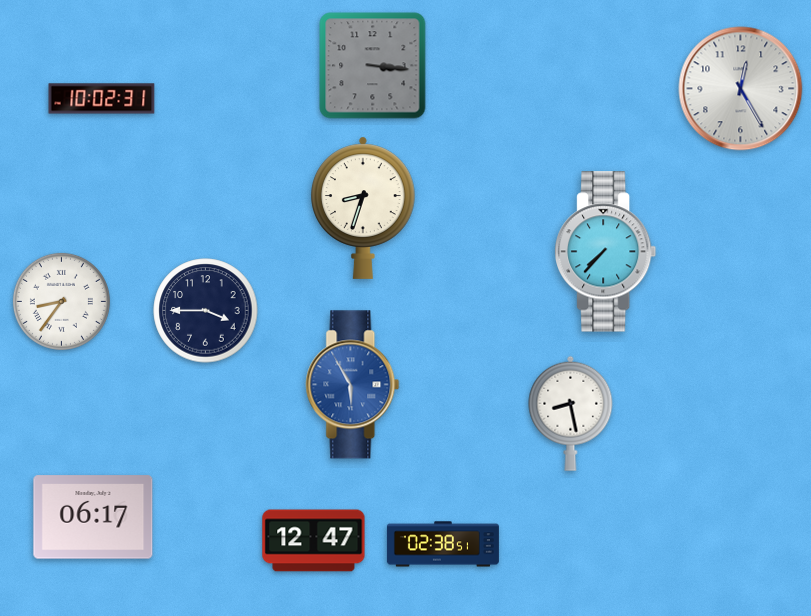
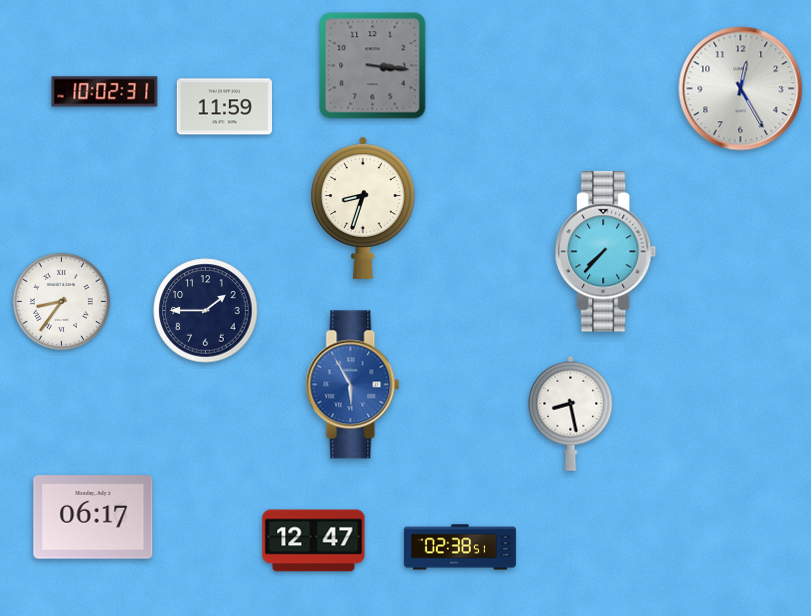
clock at (102, 99) position: (102, 99) -> (105, 92)
clock at (224, 107): none -> 11:59
clock at (206, 311): 3:45 -> 1:45
clock at (443, 544) position: (443, 544) -> (460, 547)
